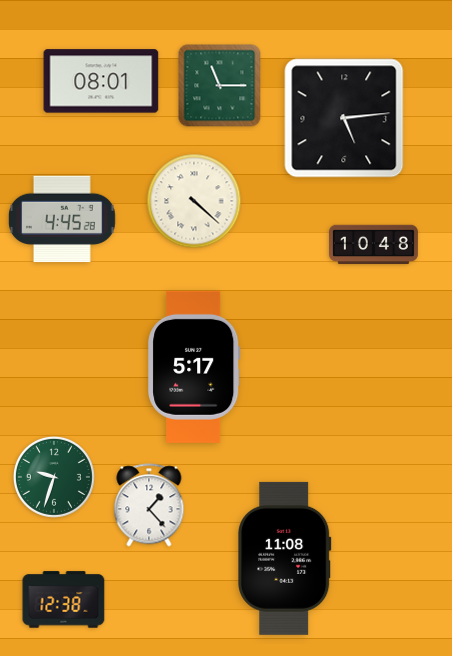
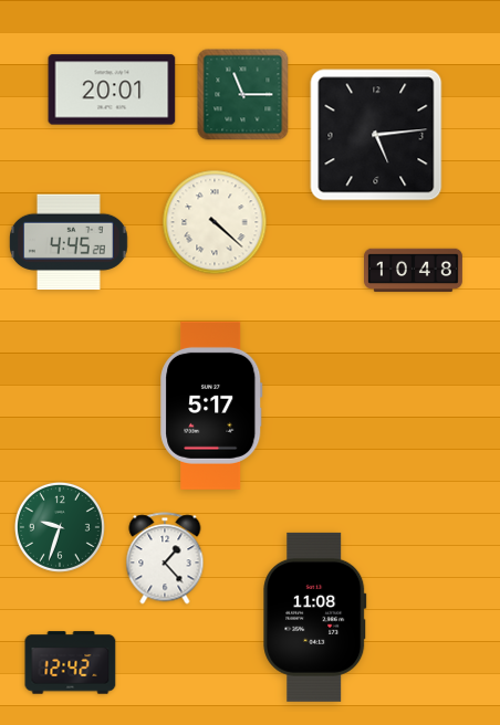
clock at (101, 81): 08:01 -> 20:01
clock at (344, 118) position: (344, 118) -> (376, 135)
clock at (194, 367) position: (194, 367) -> (211, 406)
clock at (64, 600): 12:38 -> 12:42
